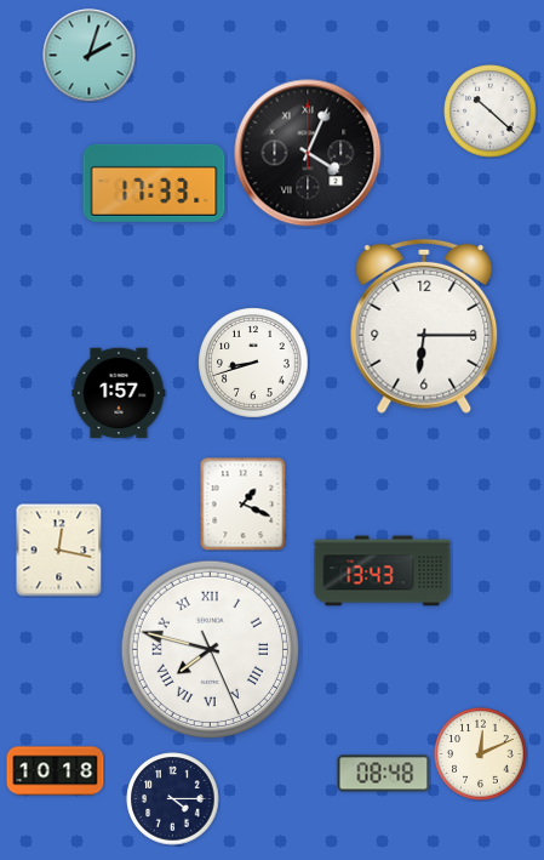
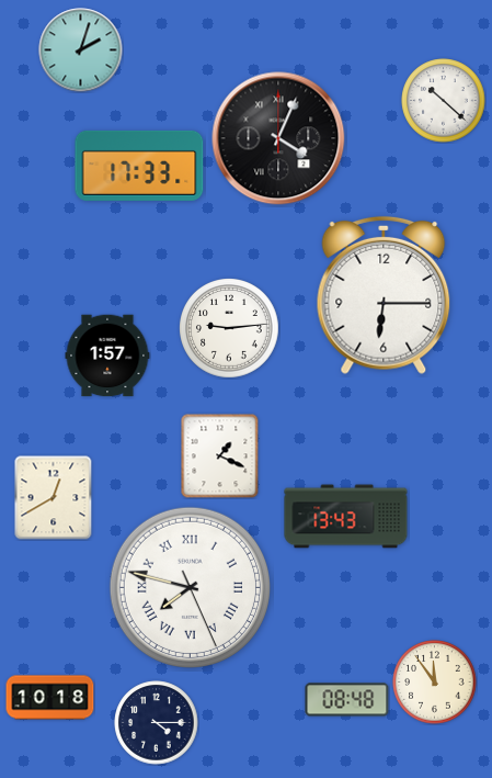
clock at (254, 364): 8:42 -> 9:14
clock at (59, 549): 12:17 -> 12:40
clock at (481, 754): 12:11 -> 11:54
